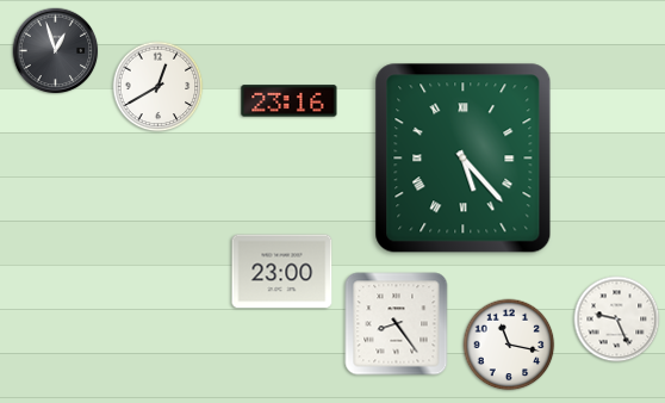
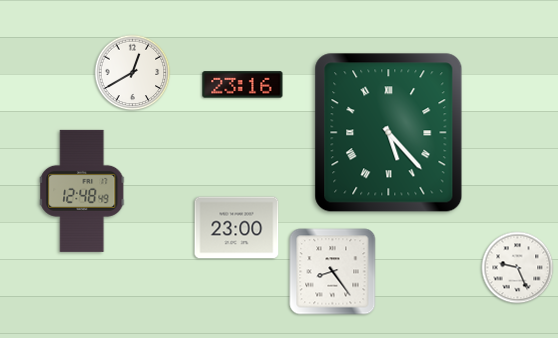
clock at (56, 51): 12:57 -> none
clock at (83, 191): none -> 12:48
clock at (509, 345): 11:17 -> none
